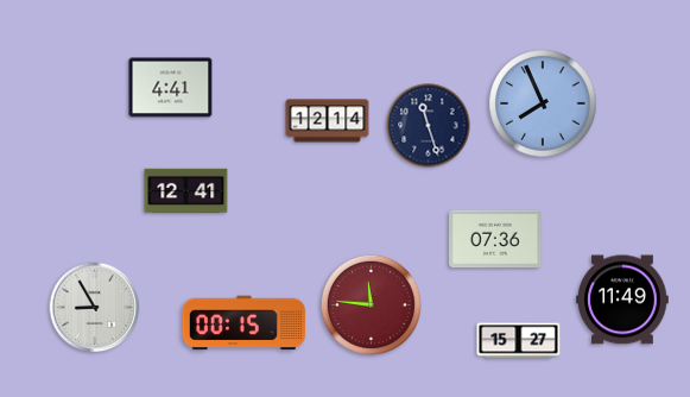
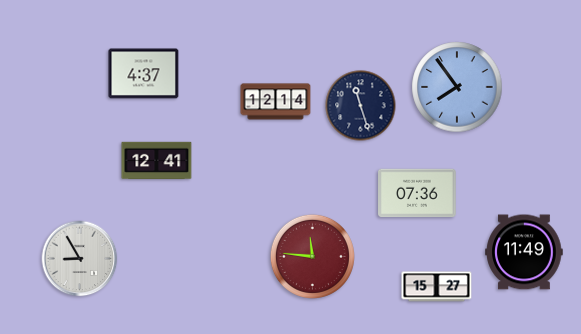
clock at (171, 88): 4:41 -> 4:37
clock at (543, 103): 7:56 -> 7:54
clock at (495, 239) position: (495, 239) -> (417, 193)
clock at (243, 323): 00:15 -> none
